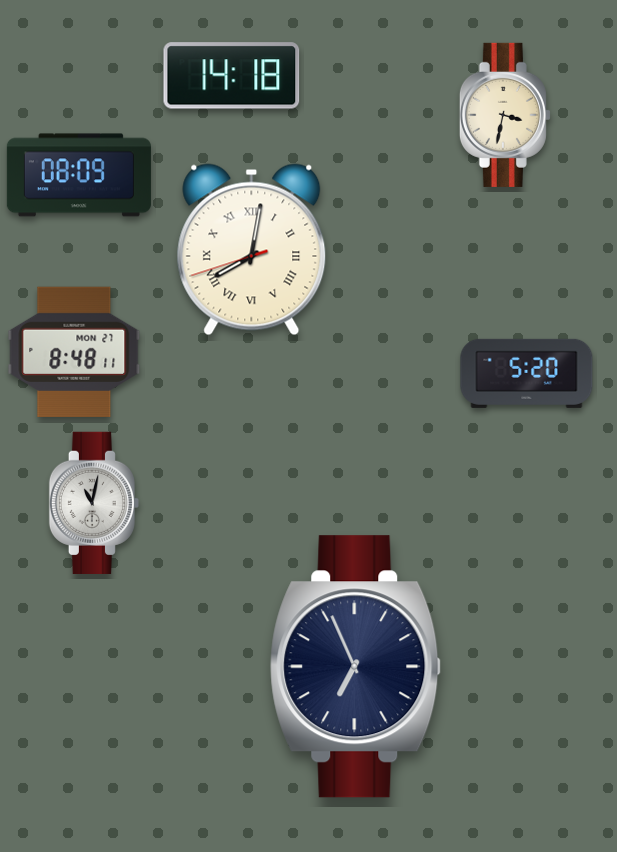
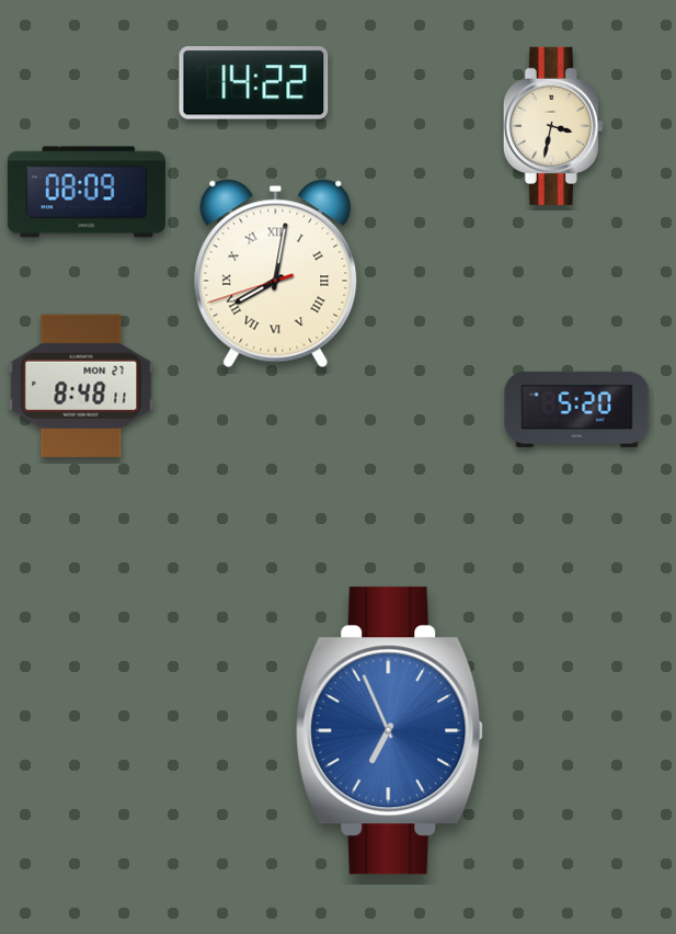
clock at (232, 76): 14:18 -> 14:22
clock at (93, 503): 11:02 -> none
clock at (356, 667) dial: navy -> blue
